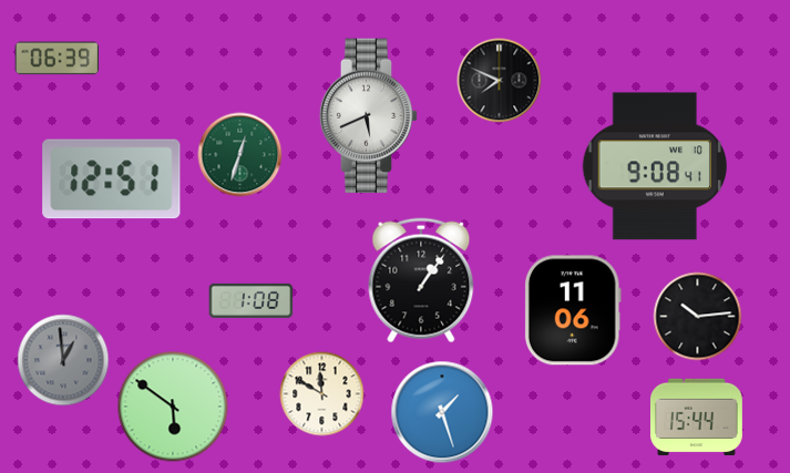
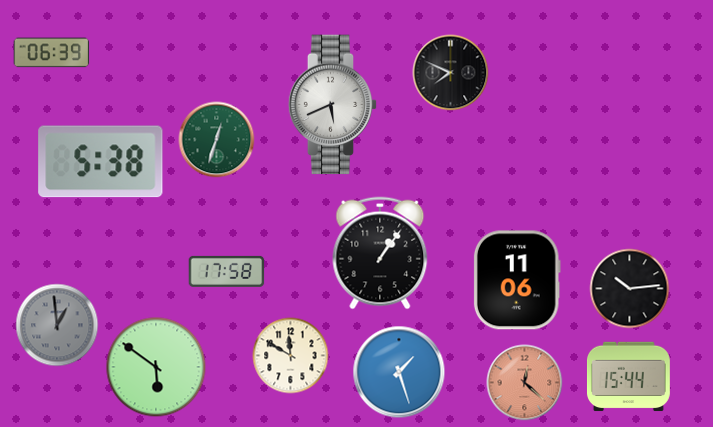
clock at (654, 166): 9:08 -> none
clock at (112, 179): 12:51 -> 5:38
clock at (252, 300): 1:08 -> 17:58
clock at (698, 317) position: (698, 317) -> (630, 289)
clock at (525, 383): none -> 12:22
